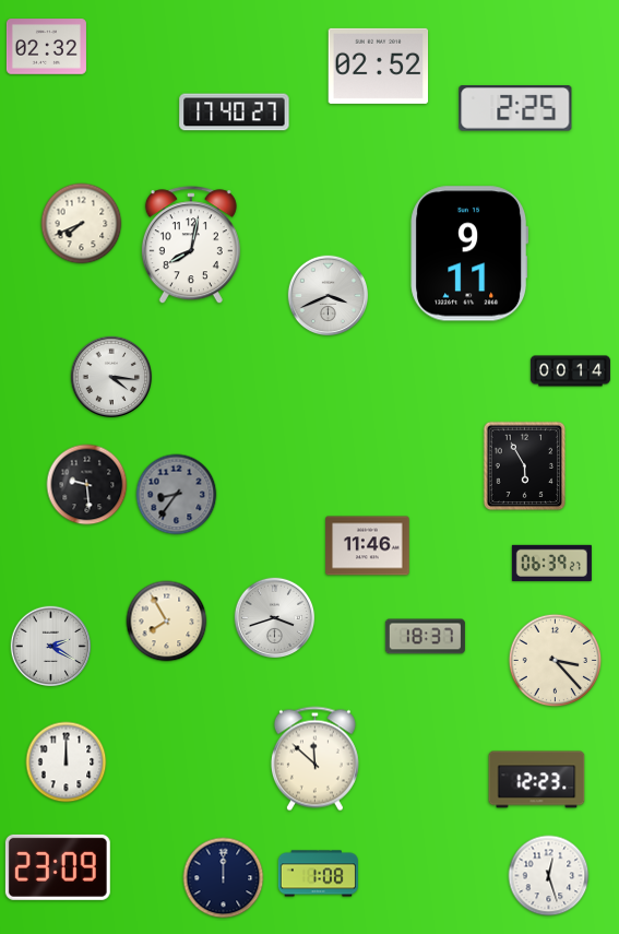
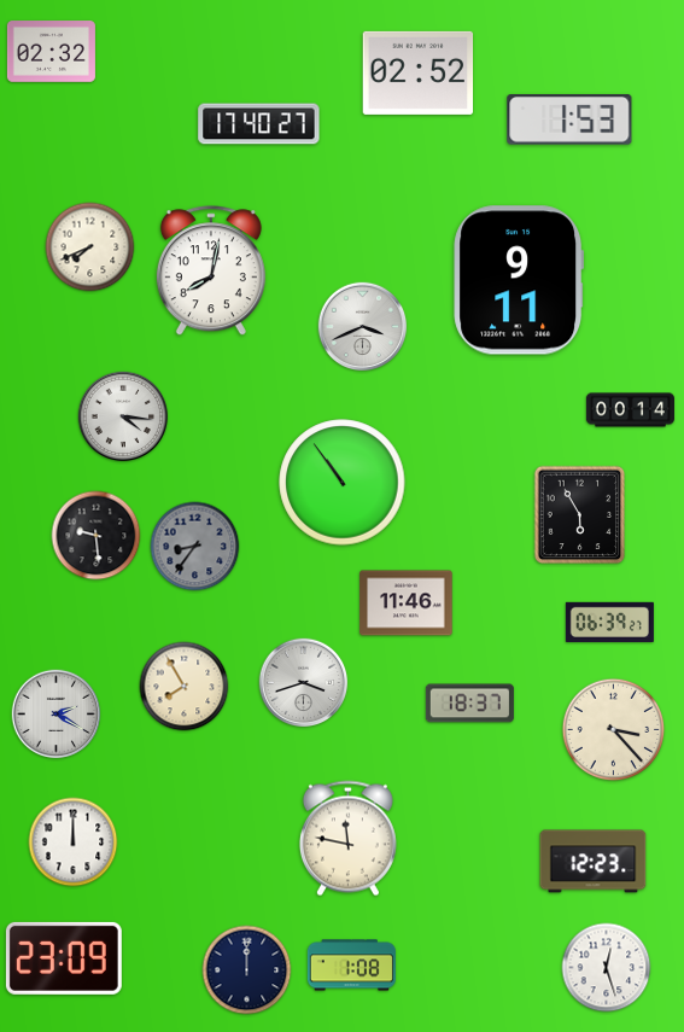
clock at (515, 108): 2:25 -> 1:53
clock at (343, 483): none -> 10:54
clock at (314, 759): 11:52 -> 11:47
